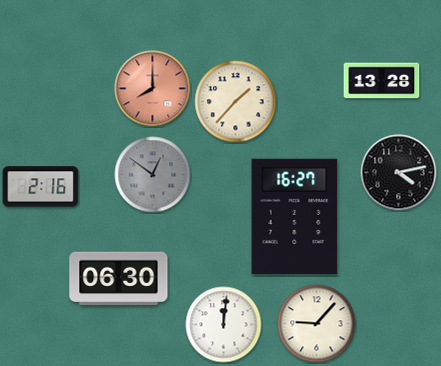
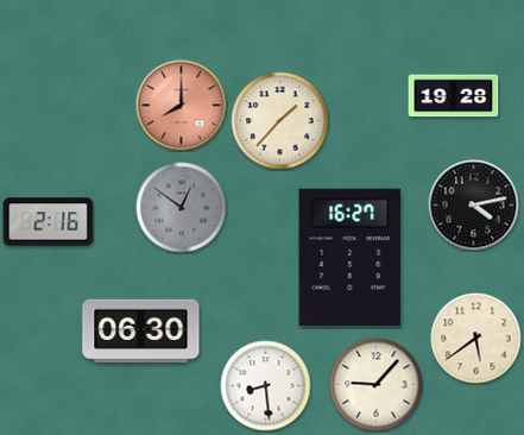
clock at (382, 81): 13:28 -> 19:28
clock at (476, 339): none -> 5:39
clock at (224, 325): 12:01 -> 8:29
